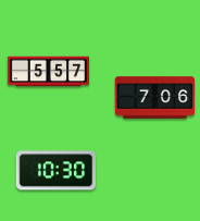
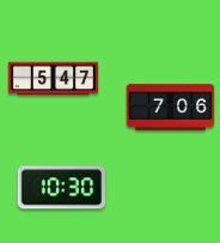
clock at (48, 72): 5:57 -> 5:47
